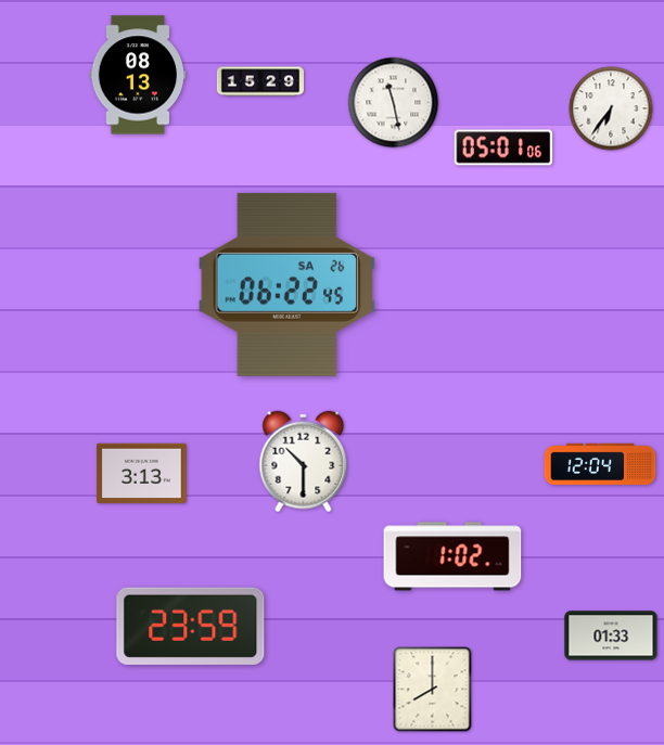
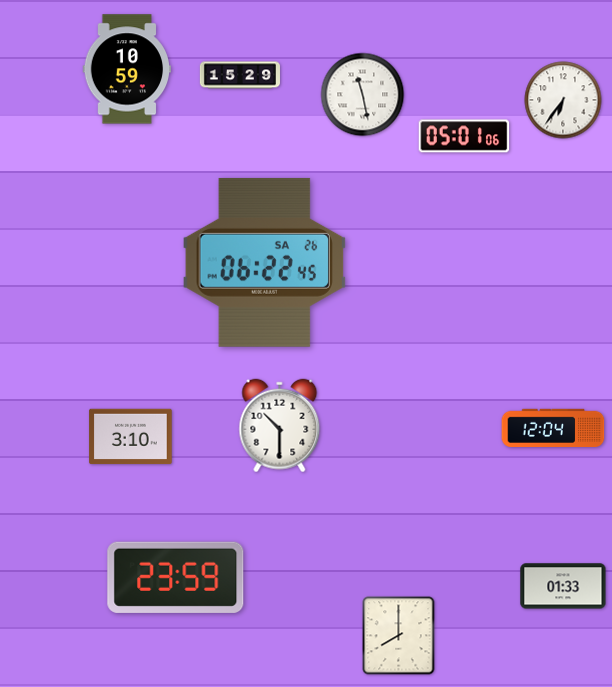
clock at (138, 75): 08:13 -> 10:59
clock at (142, 474): 3:13 -> 3:10
clock at (452, 556): 1:02 -> none
